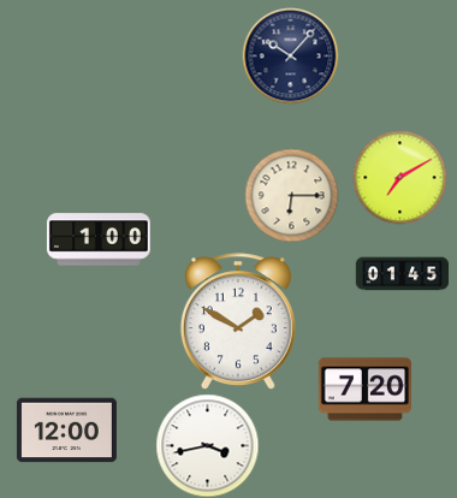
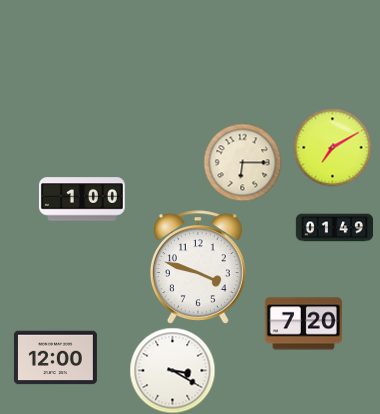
clock at (290, 55): 10:07 -> none
clock at (402, 274): 01:45 -> 01:49
clock at (238, 321): 1:50 -> 3:48
clock at (207, 445): 3:43 -> 3:20
